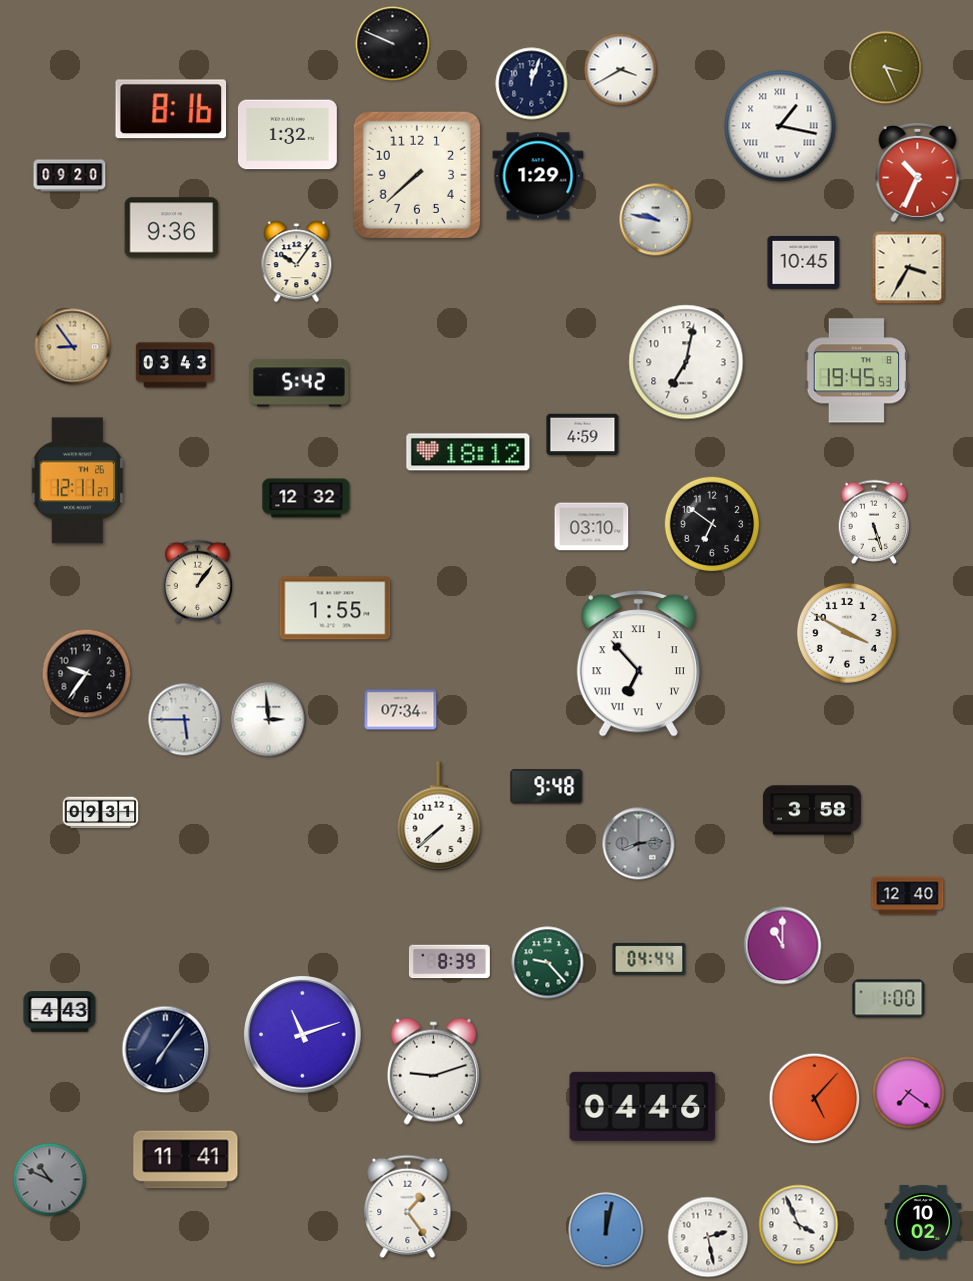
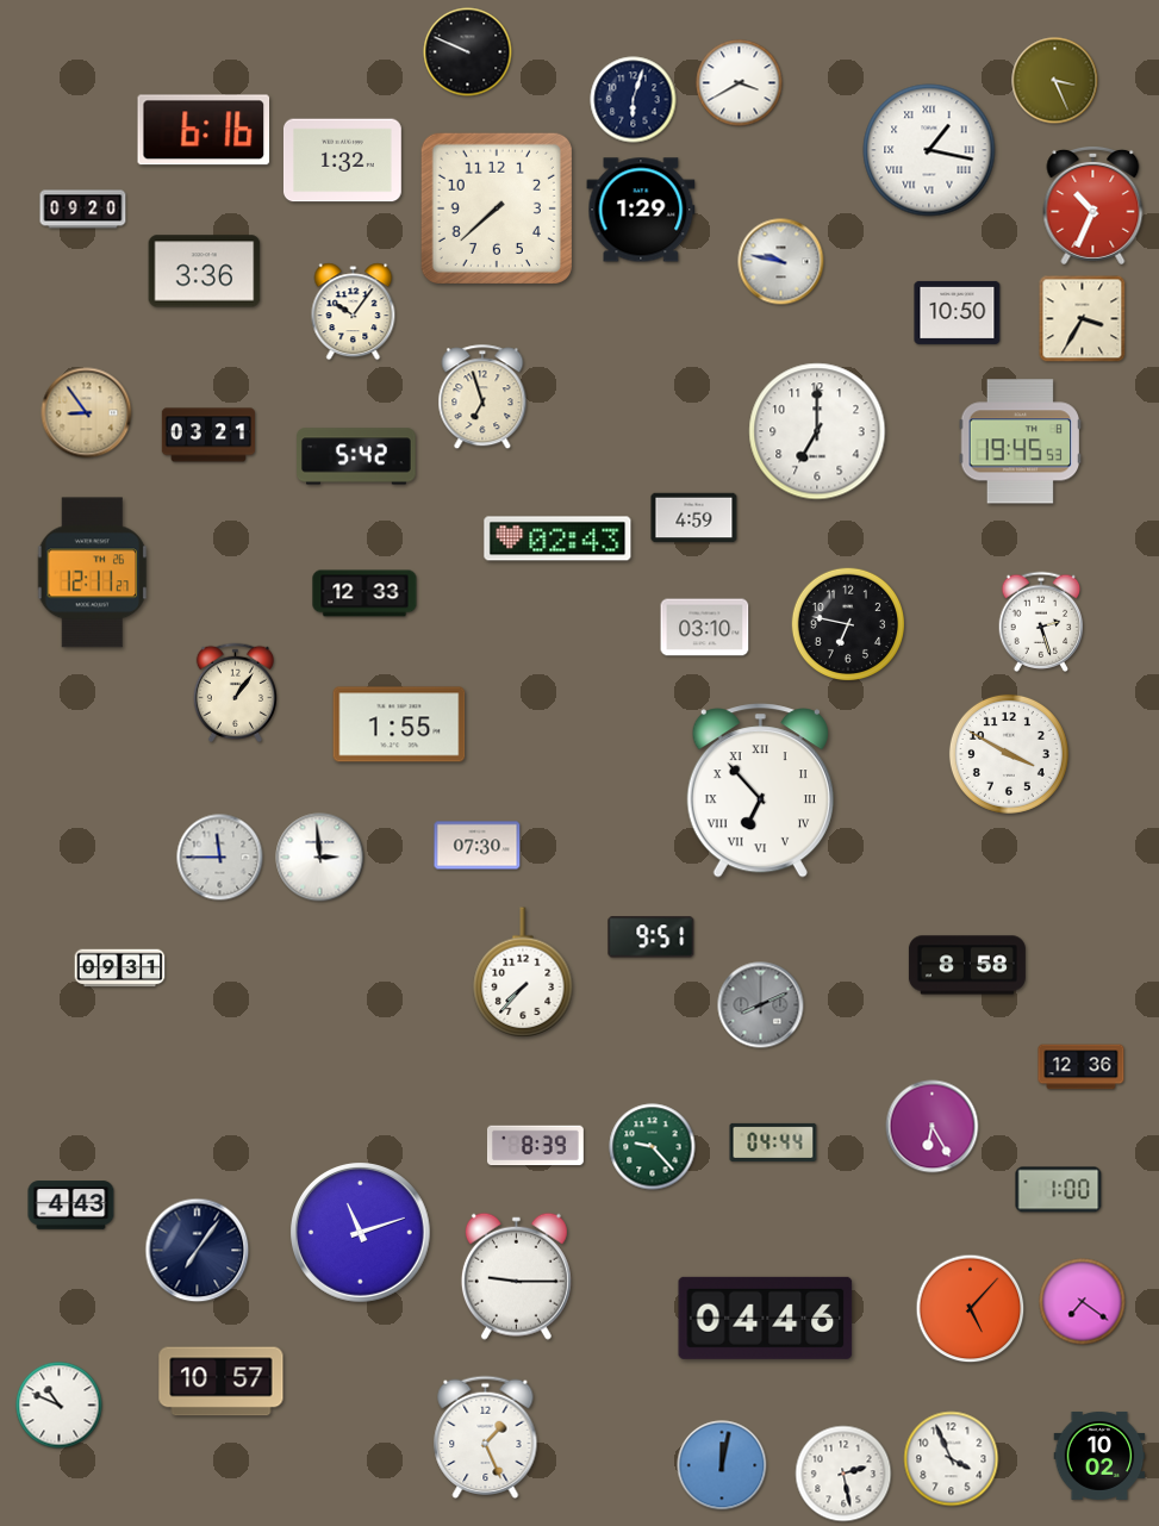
clock at (532, 84): 12:03 -> 6:03
clock at (171, 109): 8:16 -> 6:16
clock at (172, 228): 9:36 -> 3:36
clock at (804, 262): 10:45 -> 10:50
clock at (482, 398): none -> 6:57
clock at (686, 362): 7:02 -> 7:00
clock at (175, 365): 03:43 -> 03:21
clock at (468, 452): 18:12 -> 02:43
clock at (306, 498): 12:32 -> 12:33
clock at (874, 521): 5:27 -> 2:27
clock at (711, 523): 6:51 -> 6:47
clock at (87, 674): 9:36 -> none
clock at (401, 710): 07:34 -> 07:30
clock at (185, 720): 5:45 -> 11:45
clock at (547, 787): 9:48 -> 9:51
clock at (812, 810): 3:58 -> 8:58
clock at (439, 816): 7:38 -> 7:37
clock at (639, 844): 8:14 -> 8:11
clock at (908, 896): 12:40 -> 12:36
clock at (783, 946): 11:00 -> 6:25
clock at (433, 1071): 9:12 -> 9:15
clock at (186, 1160): 11:41 -> 10:57
clock at (50, 1180) dial: grey -> white
clock at (408, 1207): 1:24 -> 1:26
